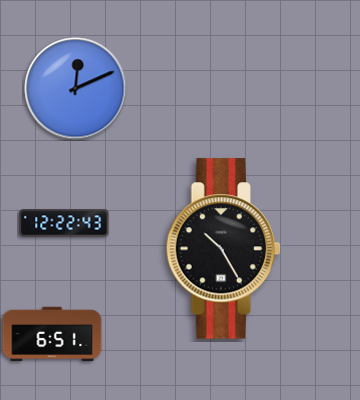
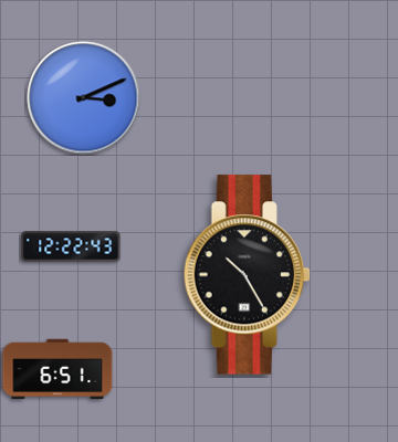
clock at (76, 89): 12:11 -> 3:11
